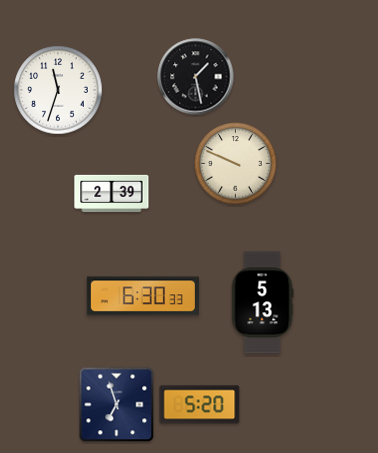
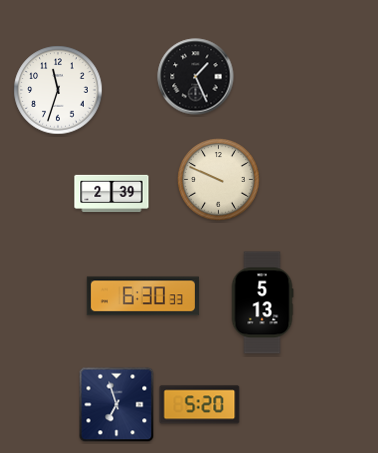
clock at (196, 77): 1:28 -> 1:26
clock at (236, 164) position: (236, 164) -> (219, 180)
